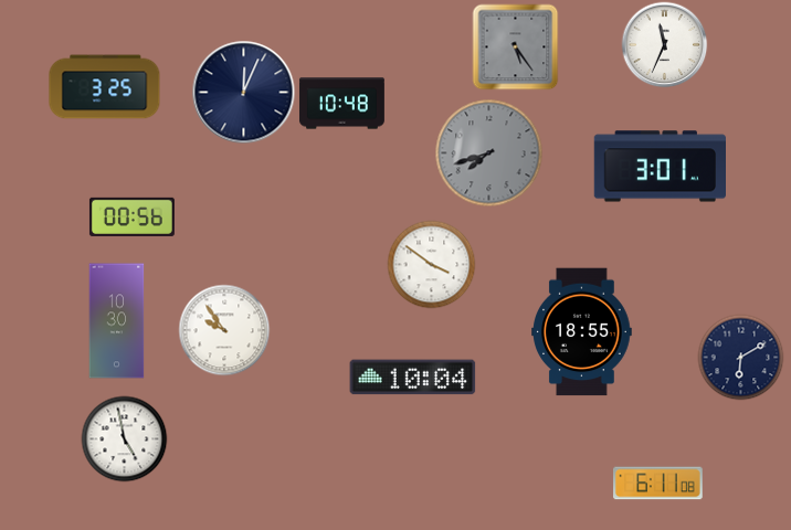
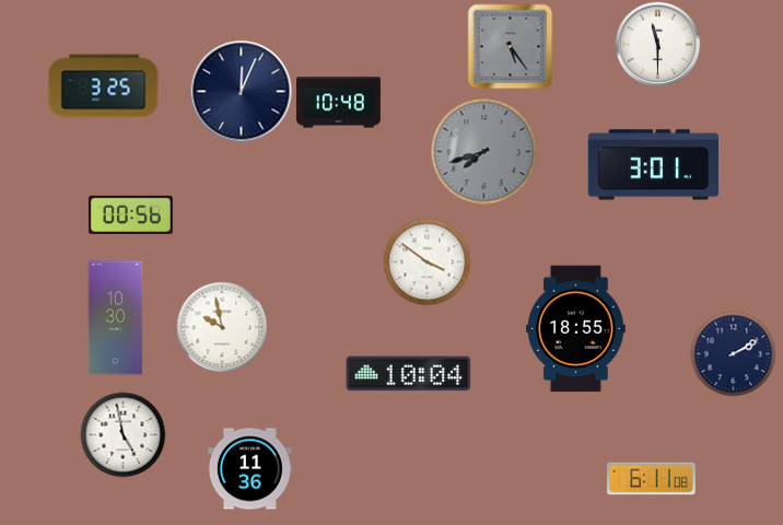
clock at (664, 44): 11:34 -> 11:30
clock at (224, 330): 9:54 -> 9:58
clock at (740, 357): 6:10 -> 2:10
clock at (249, 469): none -> 11:36
